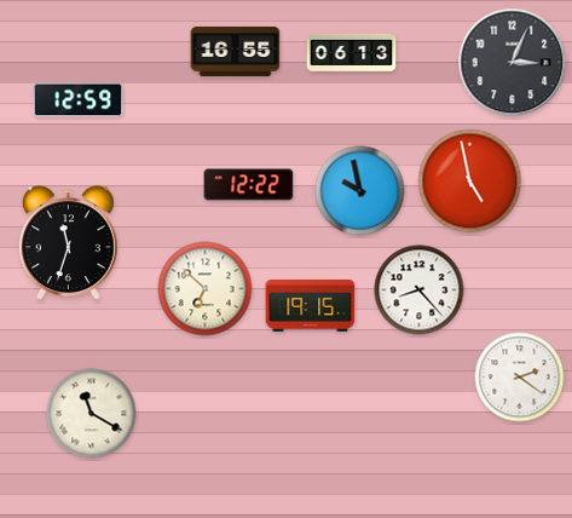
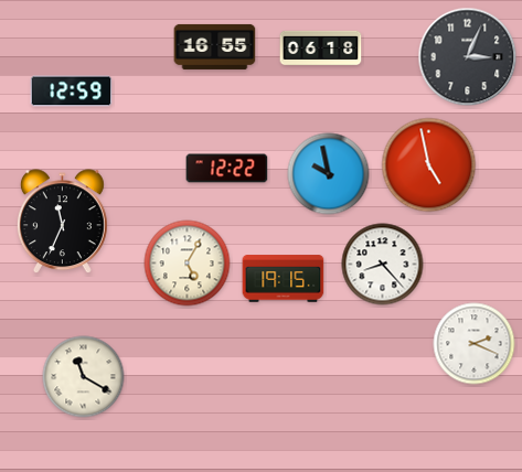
clock at (352, 52): 06:13 -> 06:18
clock at (68, 243): 11:33 -> 11:34
clock at (206, 289): 6:52 -> 5:05
clock at (520, 378): 2:21 -> 2:19
